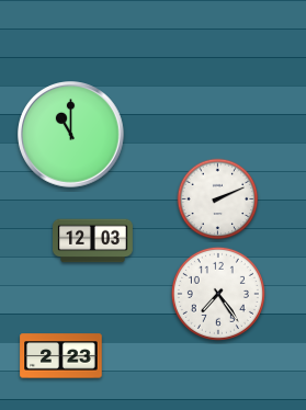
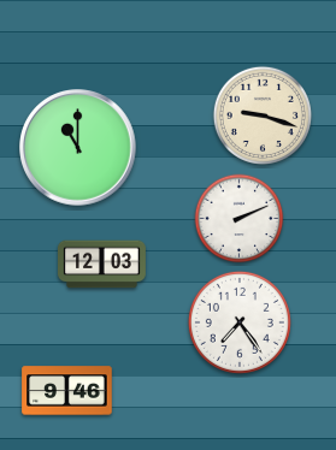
clock at (263, 116): none -> 9:18
clock at (61, 356): 2:23 -> 9:46
